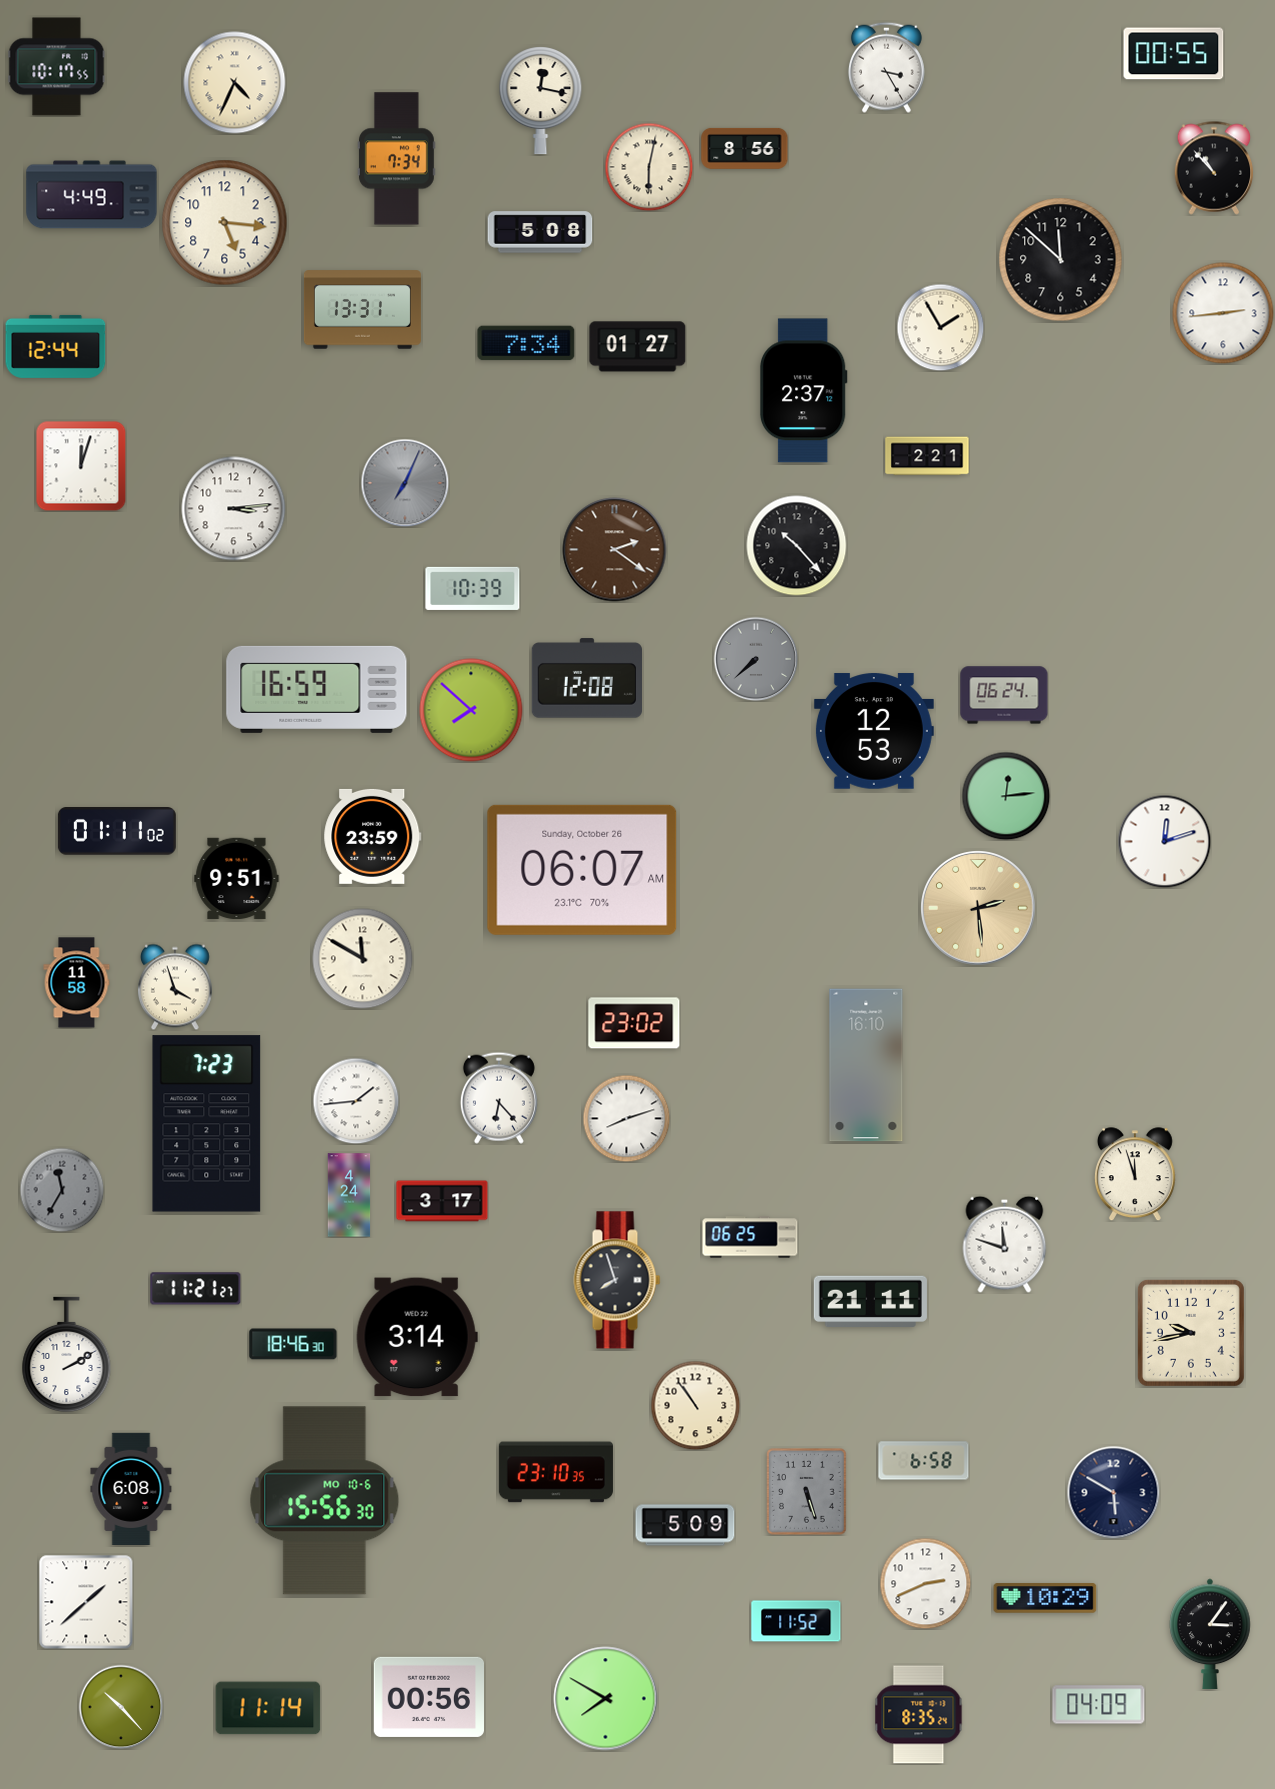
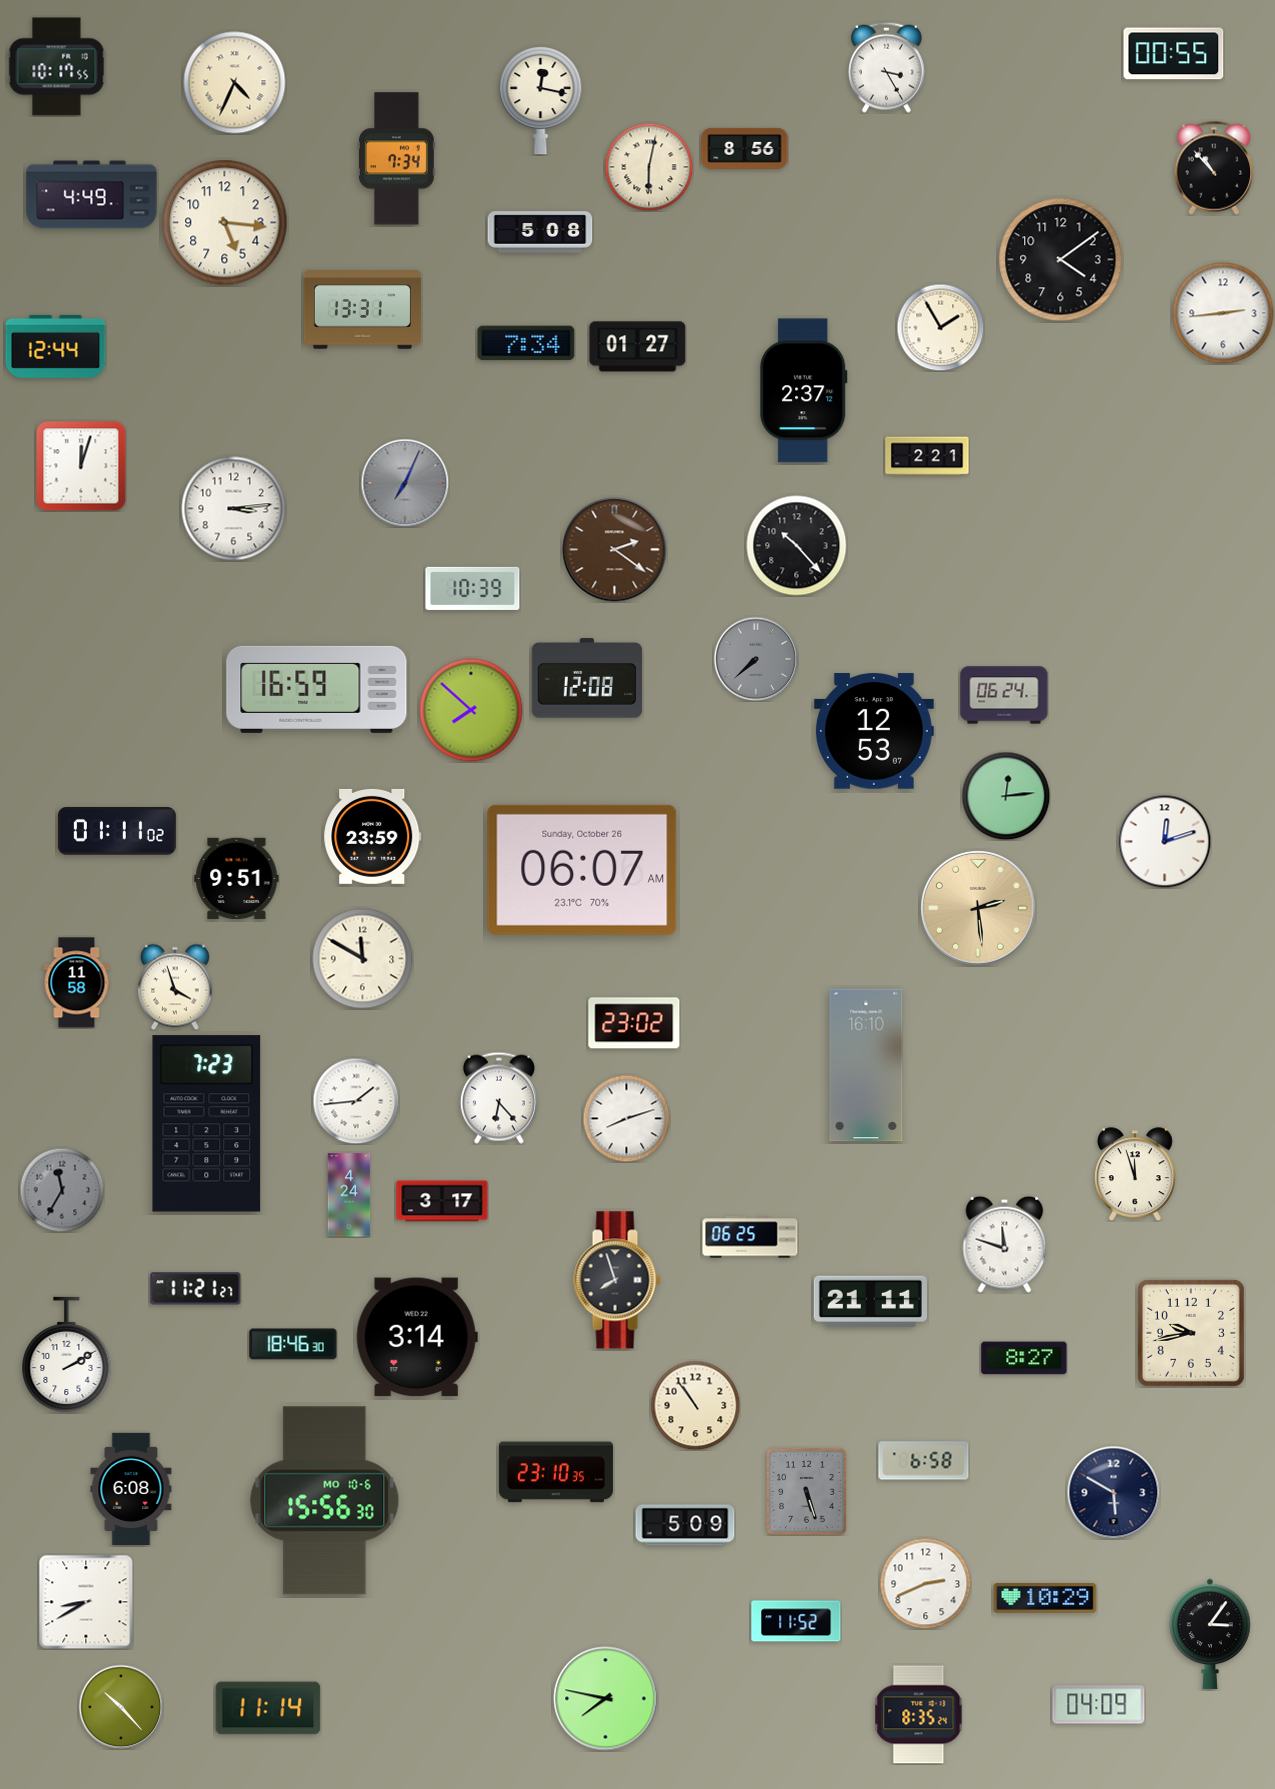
clock at (1061, 260): 11:52 -> 4:09
clock at (1024, 1358): none -> 8:27
clock at (86, 1602): 1:38 -> 8:40
clock at (428, 1697): 00:56 -> none
clock at (606, 1699): 7:50 -> 7:47
